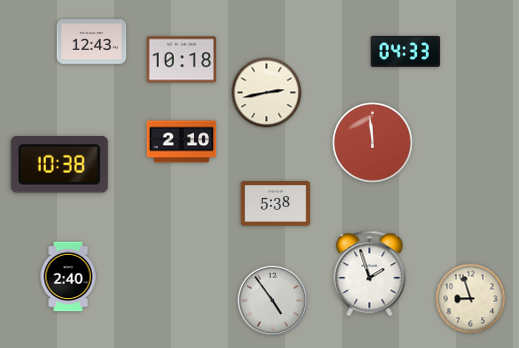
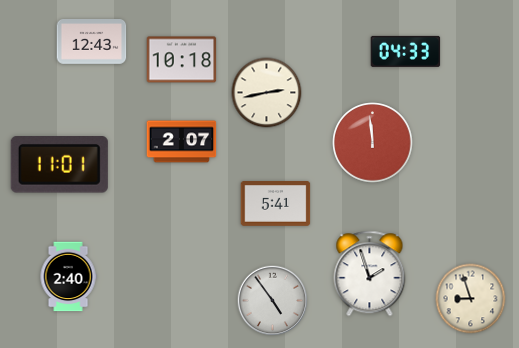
clock at (182, 142): 2:10 -> 2:07
clock at (59, 165): 10:38 -> 11:01
clock at (276, 204): 5:38 -> 5:41
